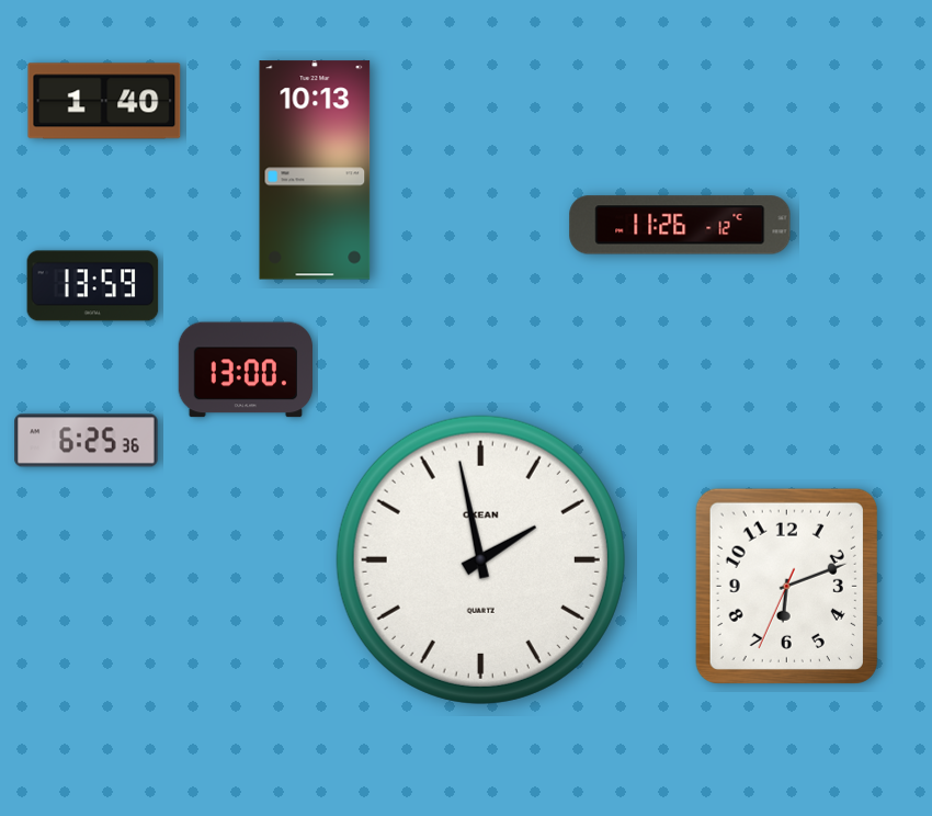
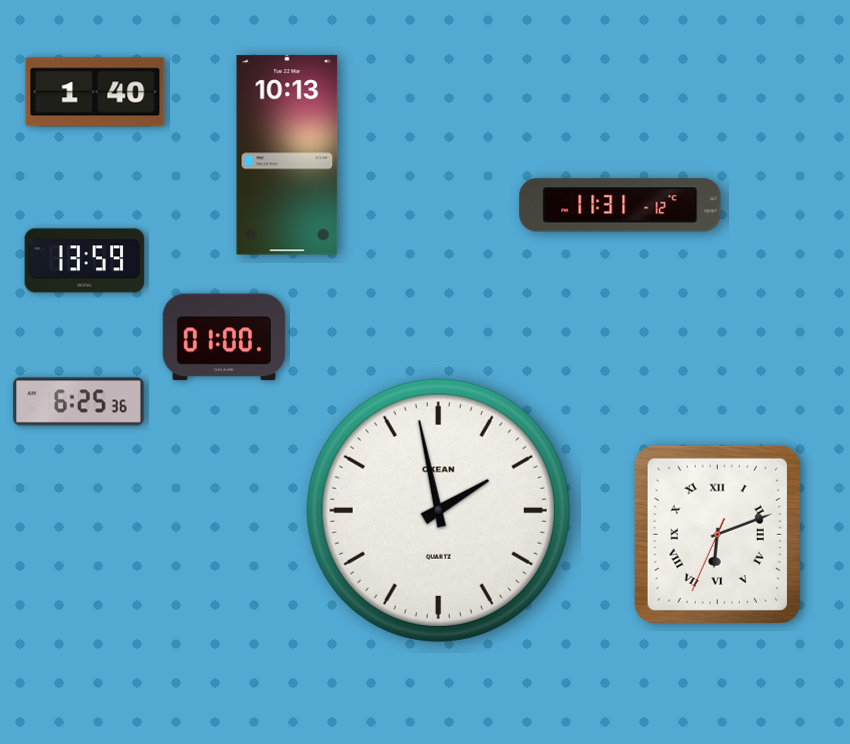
clock at (680, 225): 11:26 -> 11:31
clock at (245, 370): 13:00 -> 01:00
clock at (786, 586) numerals: Arabic -> Roman
